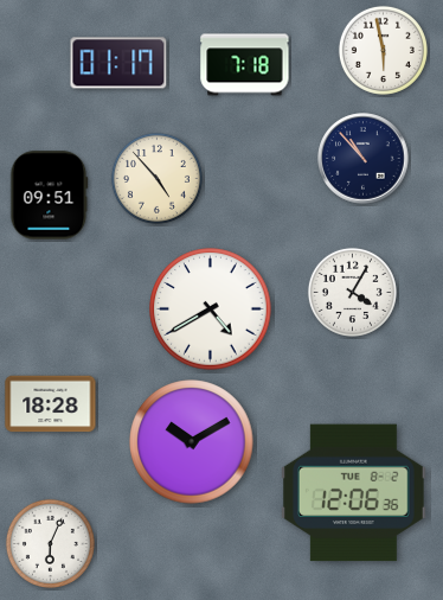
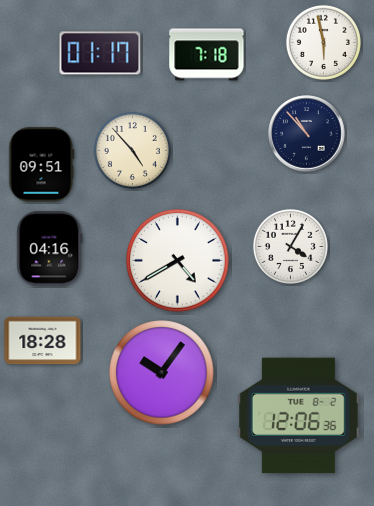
clock at (352, 292) position: (352, 292) -> (290, 246)
clock at (50, 249): none -> 04:16
clock at (192, 442): 10:10 -> 10:06
clock at (50, 543): 6:04 -> none
